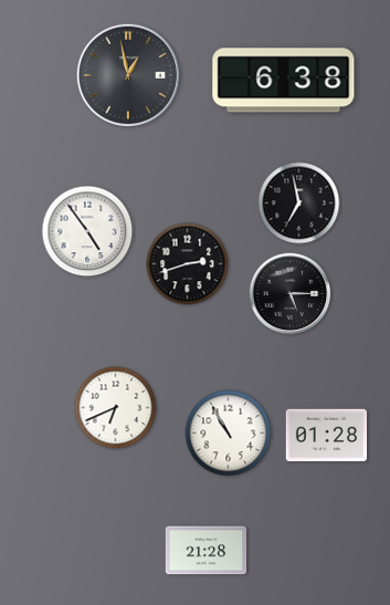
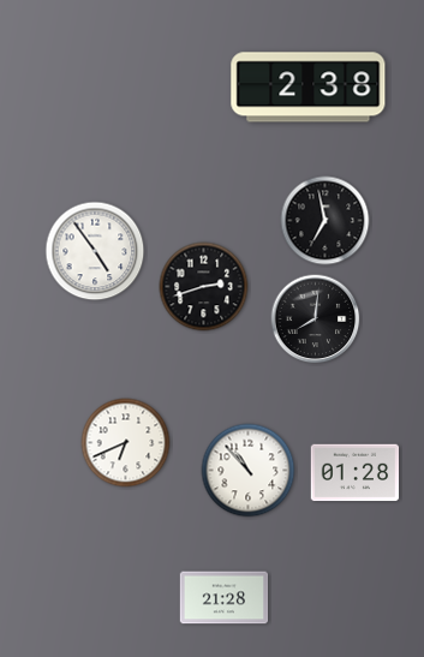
clock at (128, 75): 12:58 -> none
clock at (284, 81): 6:38 -> 2:38
clock at (291, 294): 5:15 -> 8:01
clock at (229, 434): 10:55 -> 10:53
